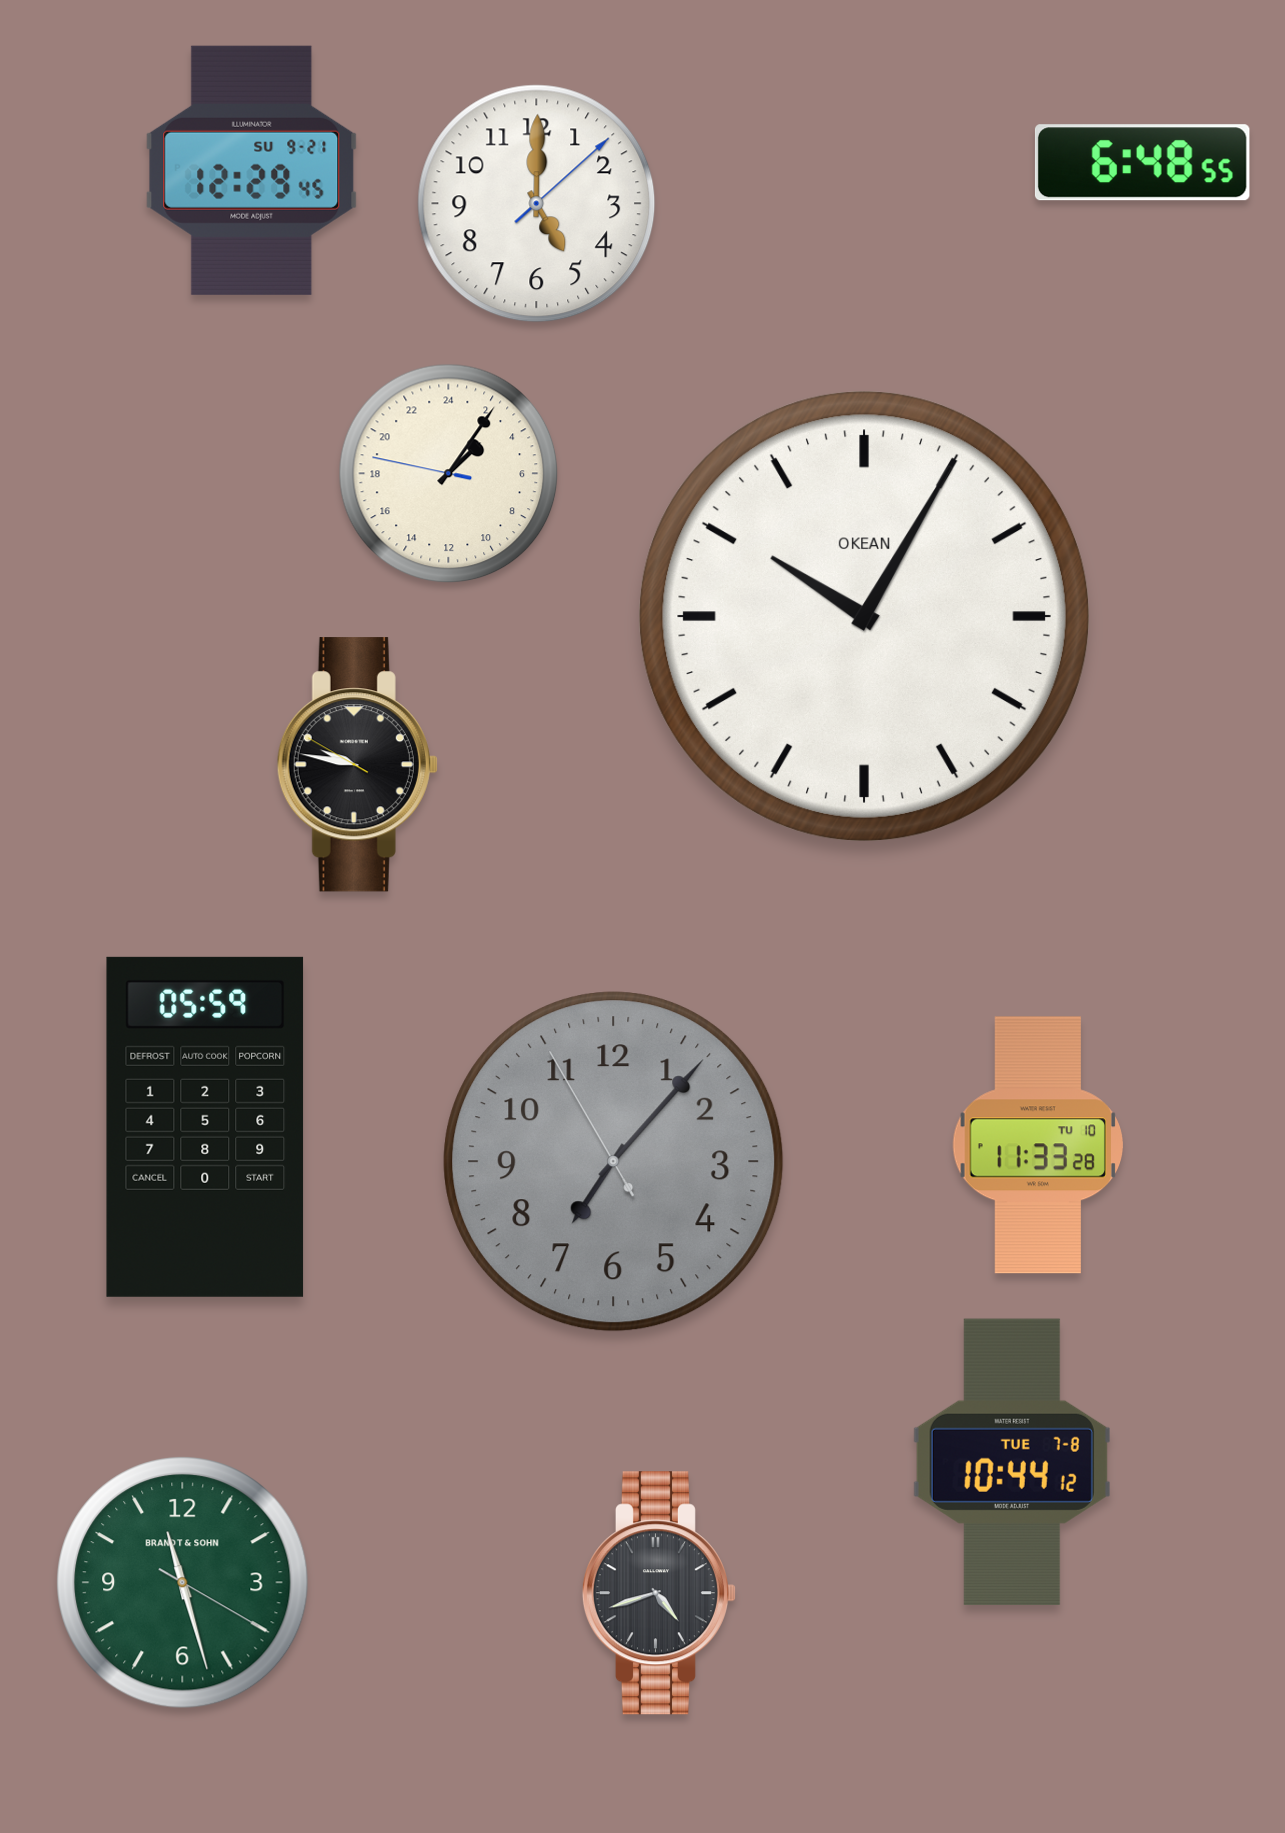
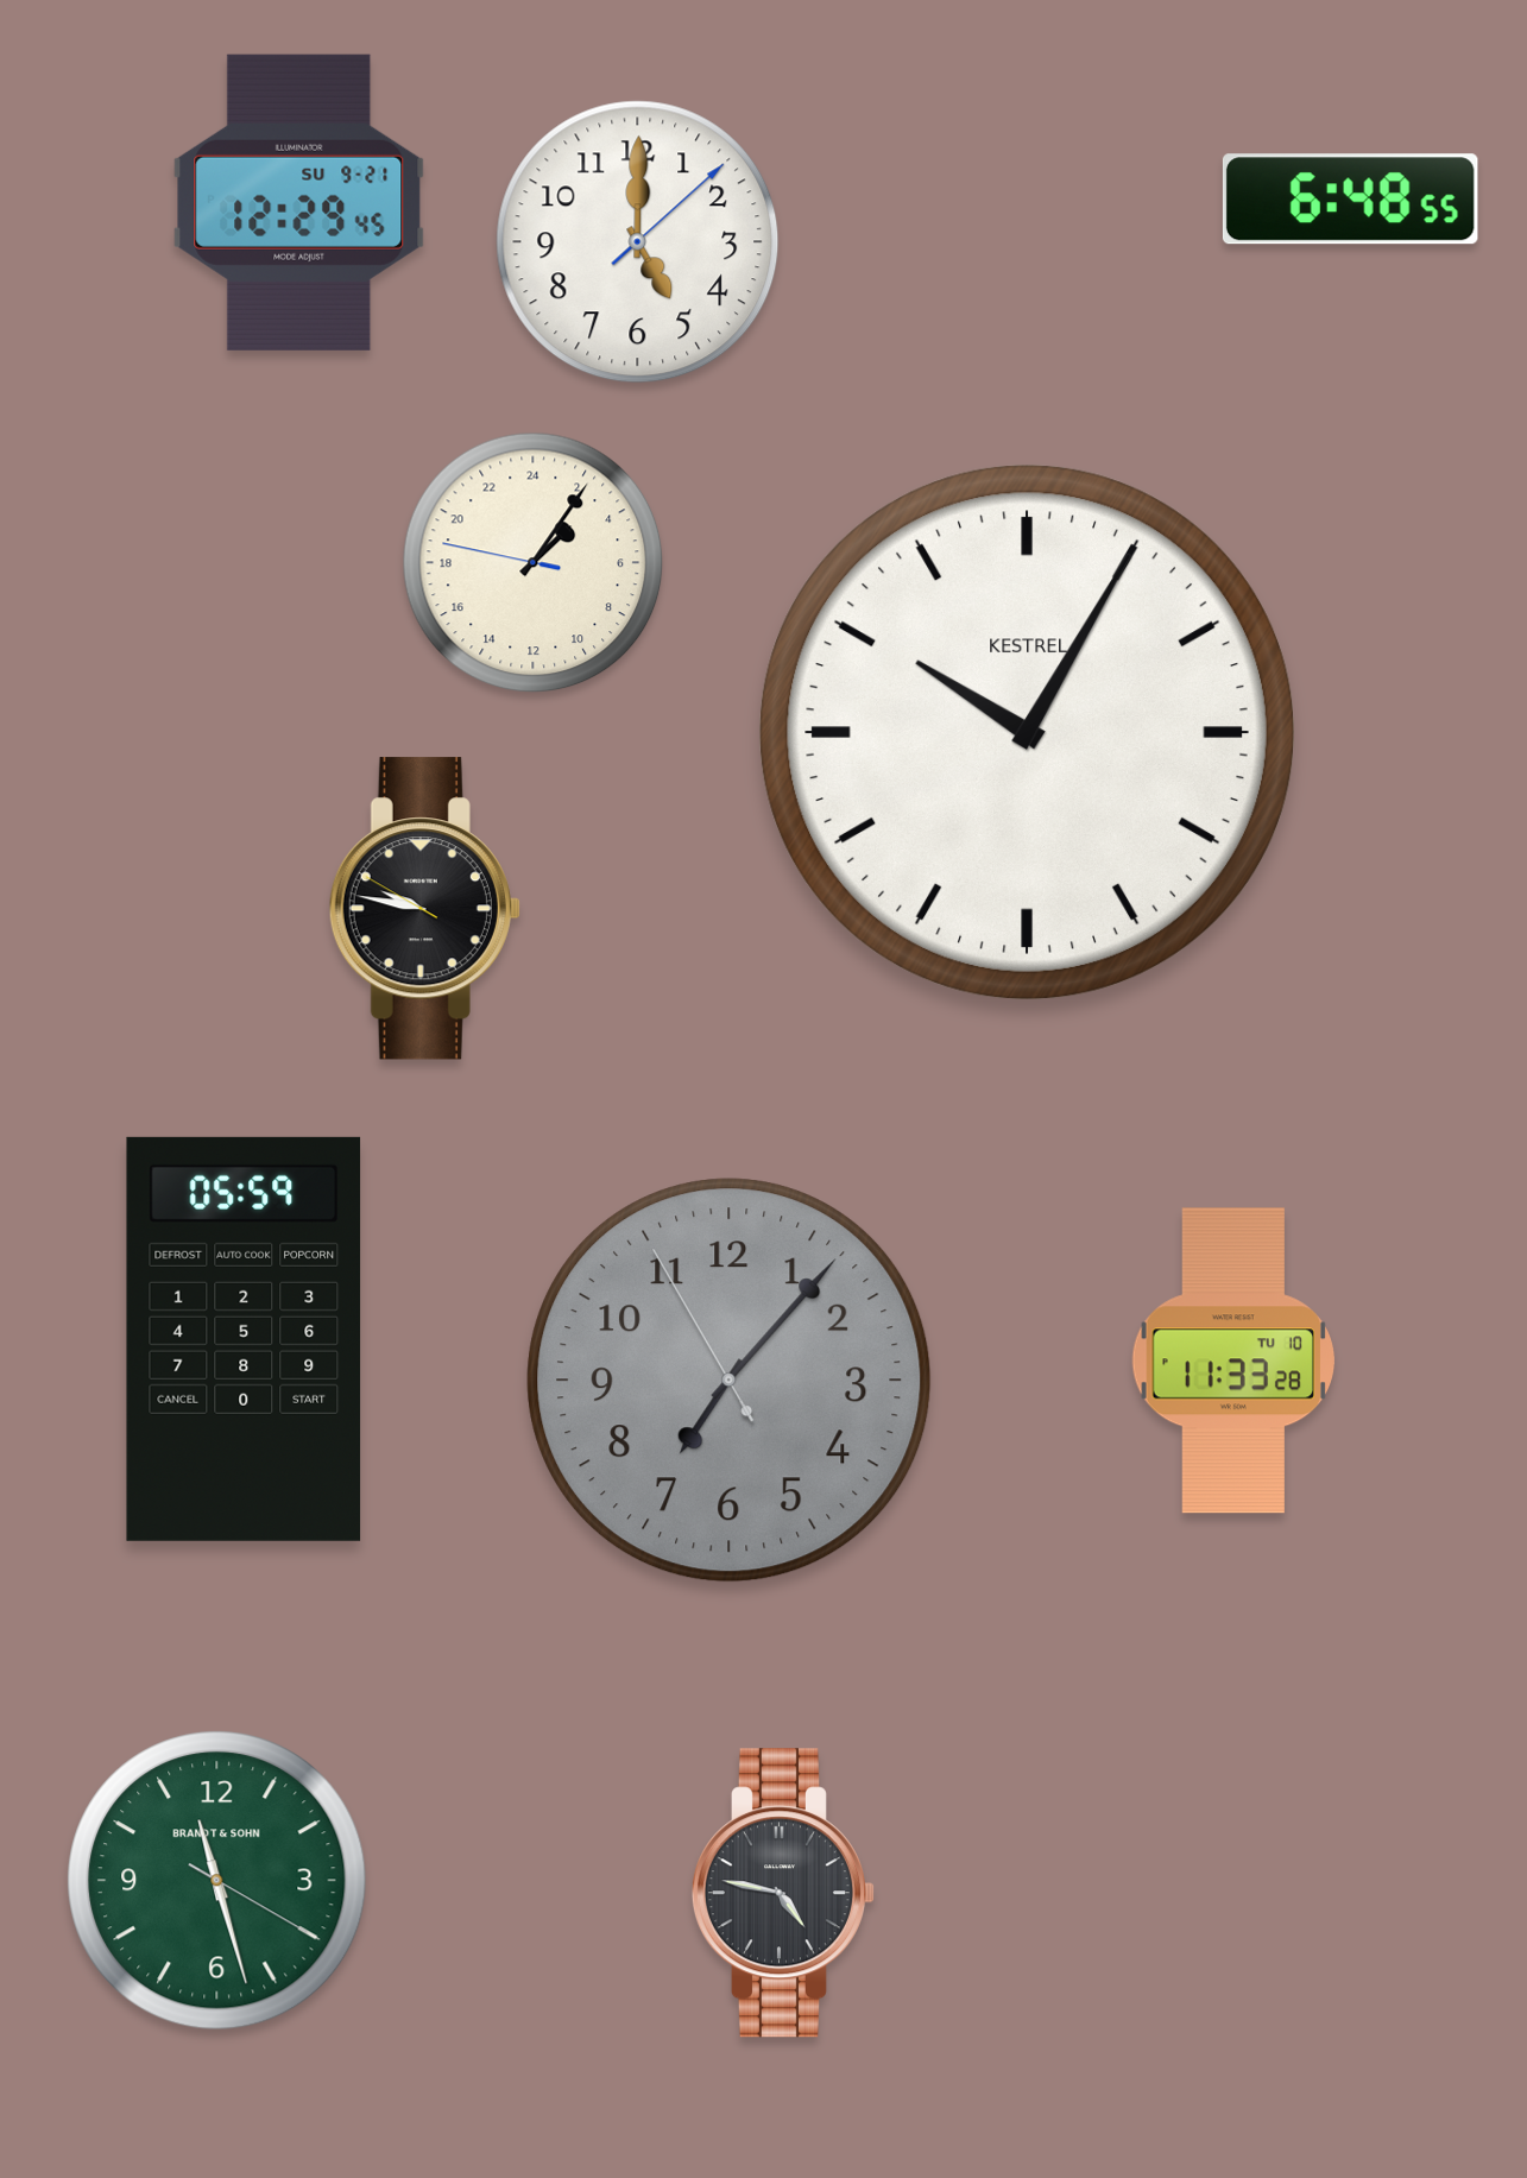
clock at (1142, 163) position: (1142, 163) -> (1350, 200)
clock at (864, 616) brand: OKEAN -> KESTREL
clock at (1012, 1462): 10:44 -> none
clock at (659, 1593): 4:42 -> 4:47
